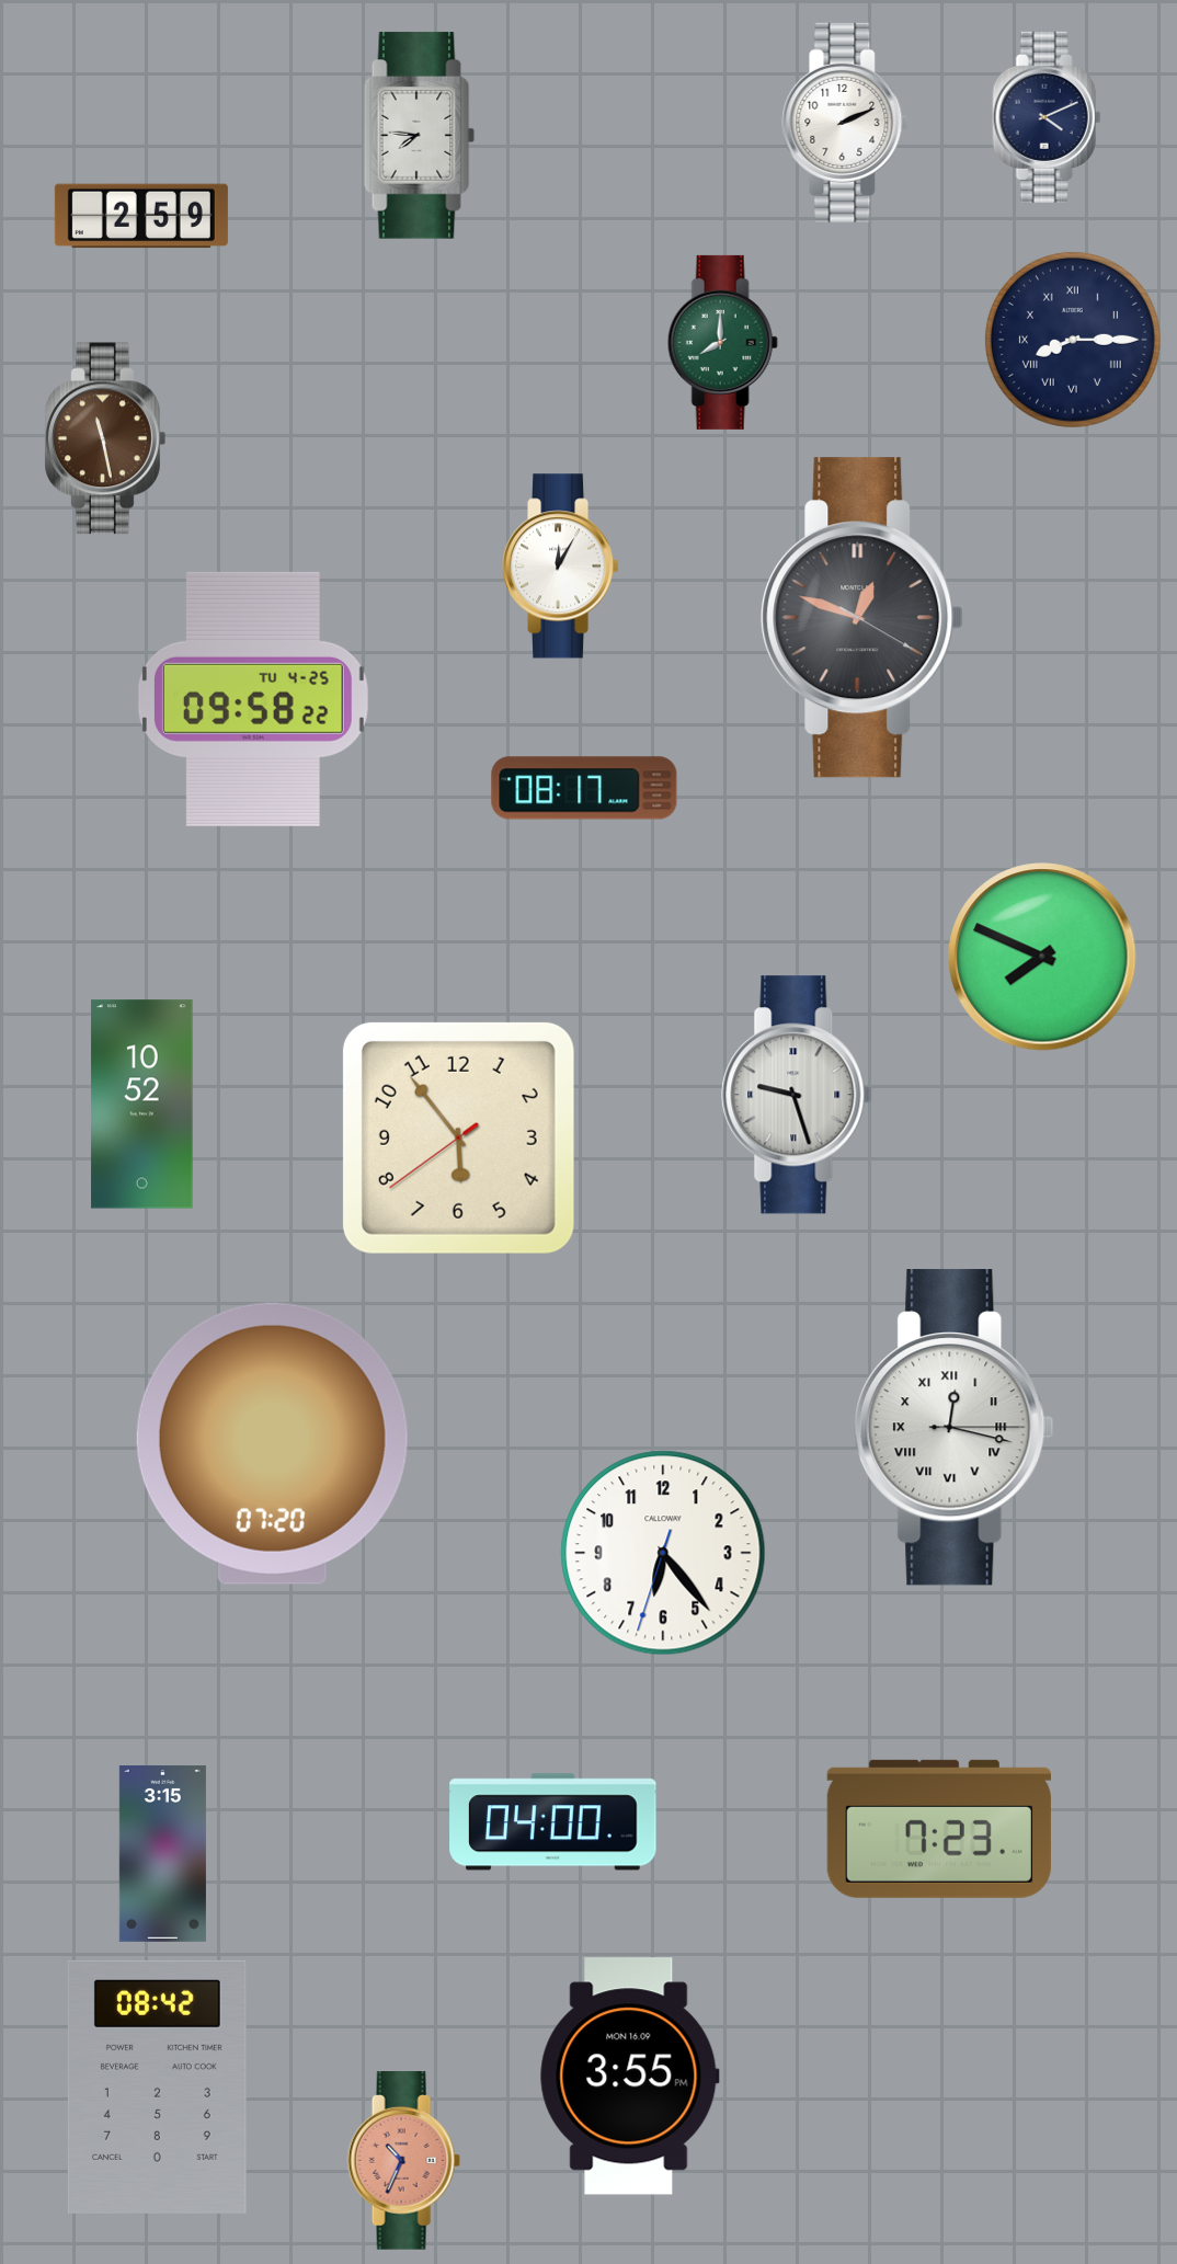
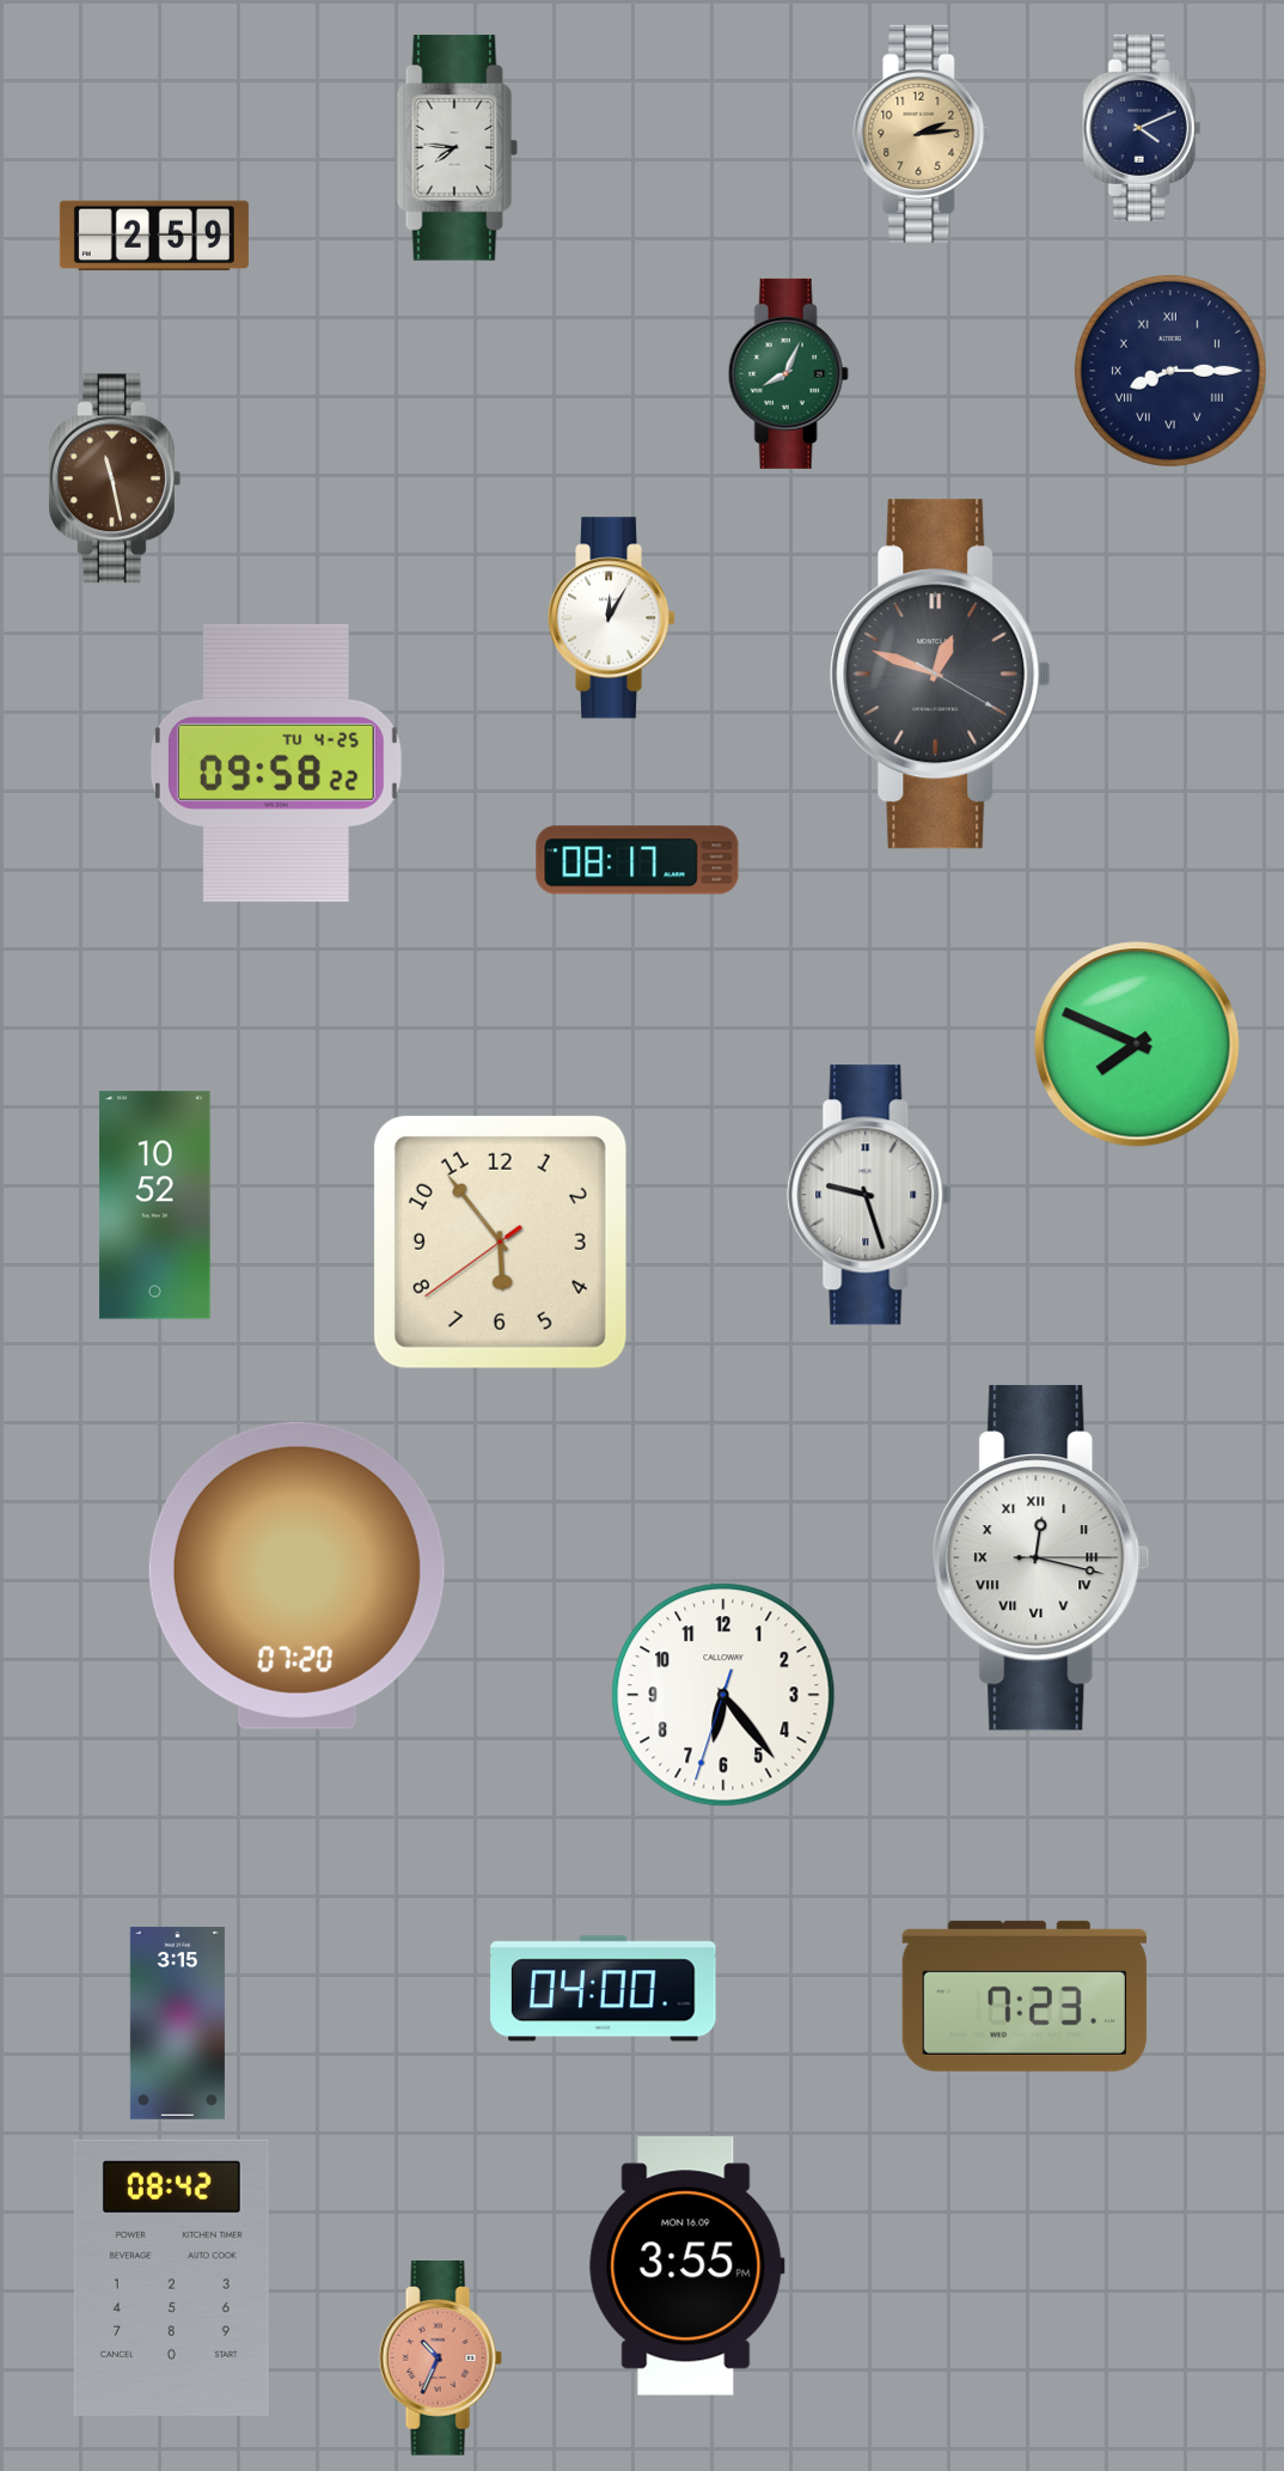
clock at (845, 123): 2:11 -> 2:14
clock at (845, 123) dial: white -> champagne
clock at (722, 342): 8:00 -> 8:04
